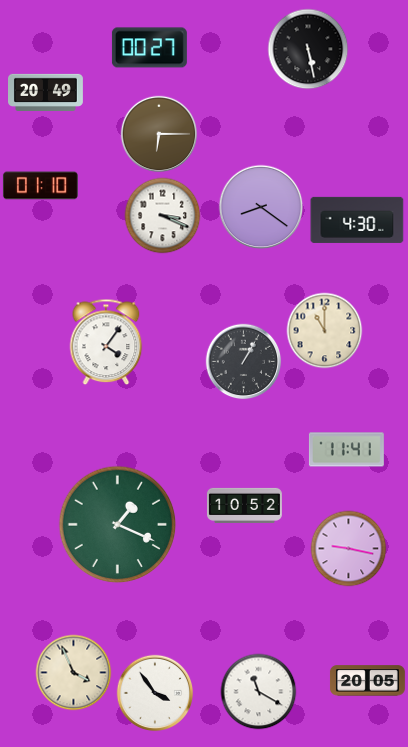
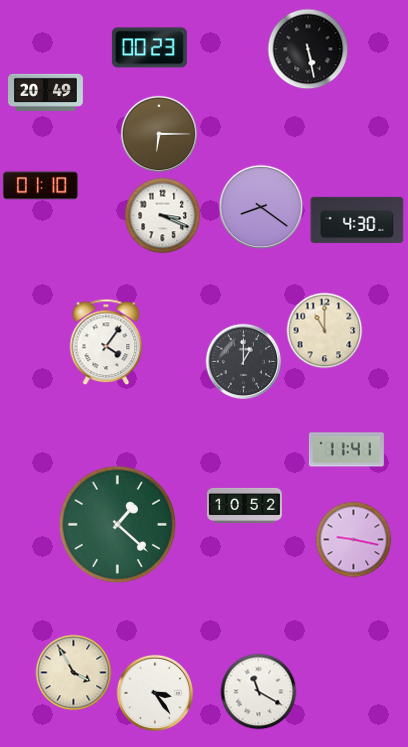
clock at (149, 48): 00:27 -> 00:23
clock at (244, 362): 1:05 -> 1:00
clock at (118, 525): 1:19 -> 1:22
clock at (349, 549) position: (349, 549) -> (354, 540)
clock at (74, 673): 3:56 -> 3:55
clock at (367, 681): 20:05 -> none
clock at (155, 693): 3:54 -> 3:24
